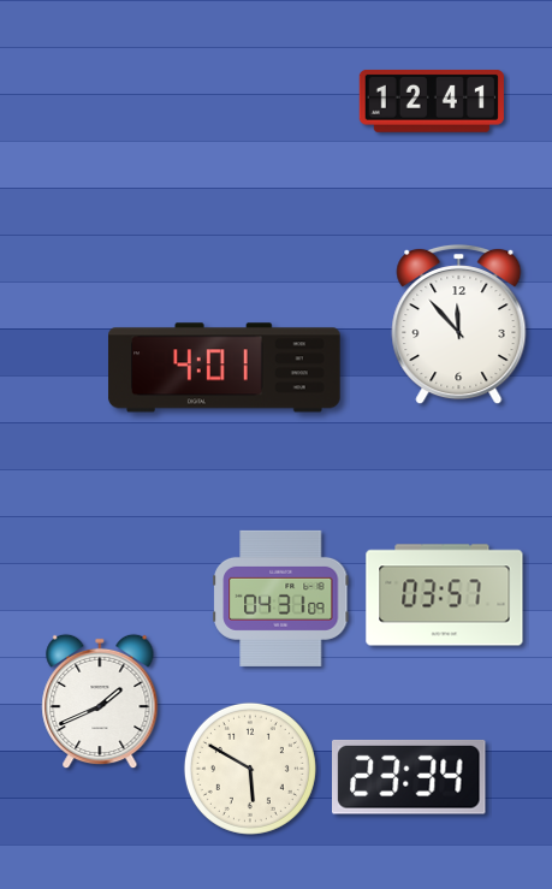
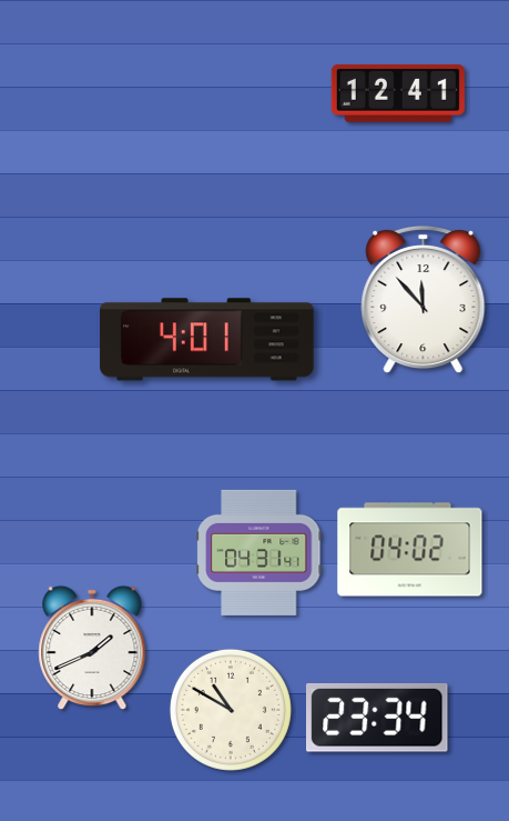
clock at (445, 595): 03:57 -> 04:02
clock at (281, 598): 04:31:09 -> 04:31:41
clock at (250, 769): 5:50 -> 10:50
